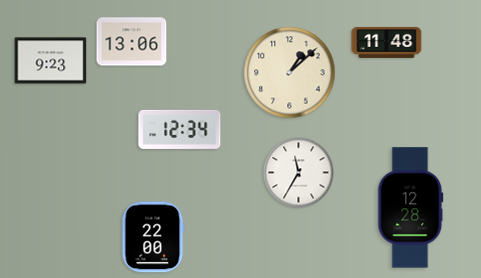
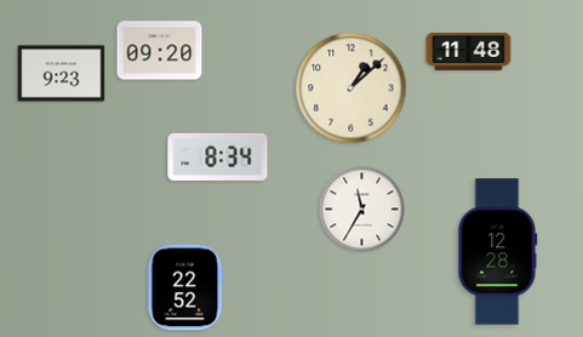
clock at (132, 42): 13:06 -> 09:20
clock at (180, 129): 12:34 -> 8:34
clock at (153, 237): 22:00 -> 22:52
